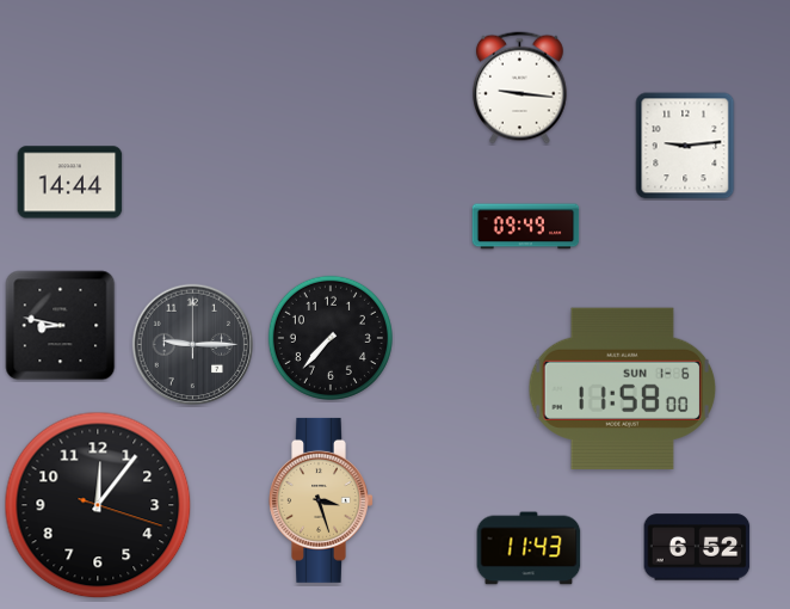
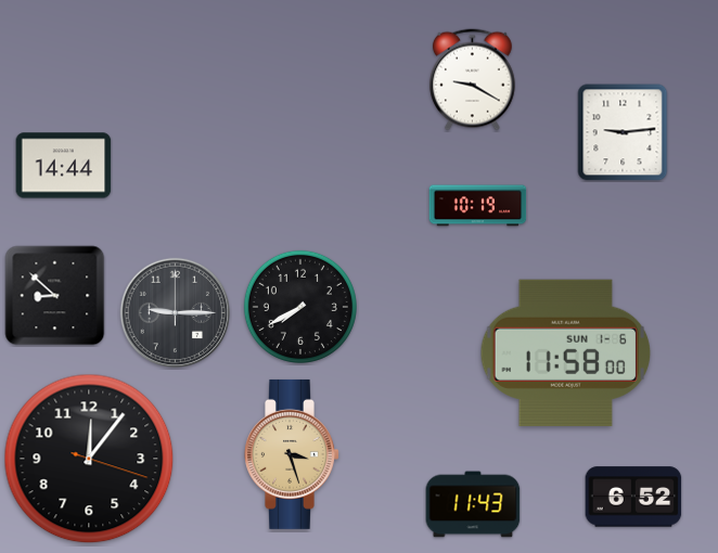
clock at (520, 88): 9:16 -> 9:20
clock at (526, 227): 09:49 -> 10:19
clock at (61, 326): 8:47 -> 8:52
clock at (331, 338): 7:37 -> 7:40
clock at (529, 548) position: (529, 548) -> (473, 504)
